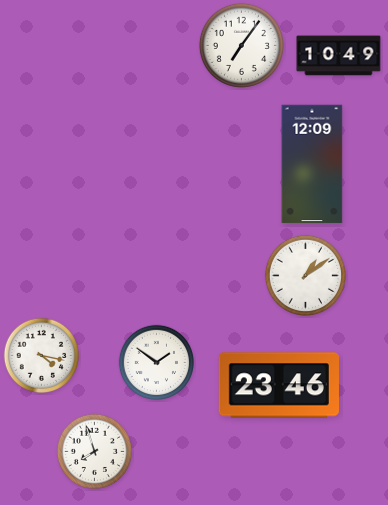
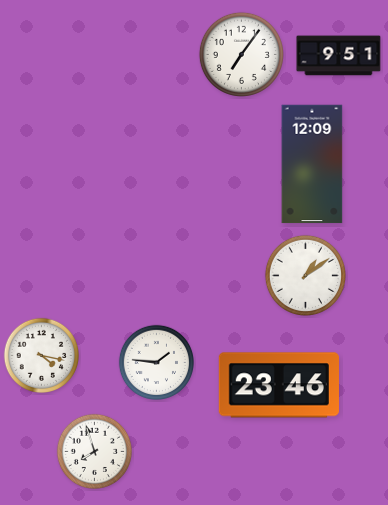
clock at (241, 45) position: (241, 45) -> (241, 54)
clock at (339, 56): 10:49 -> 9:51
clock at (156, 362): 1:51 -> 1:46
